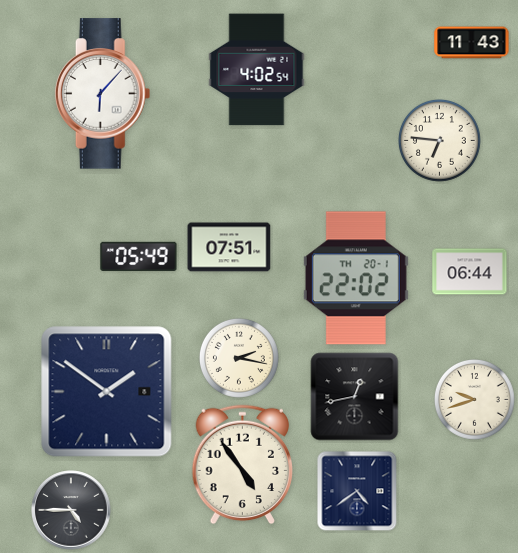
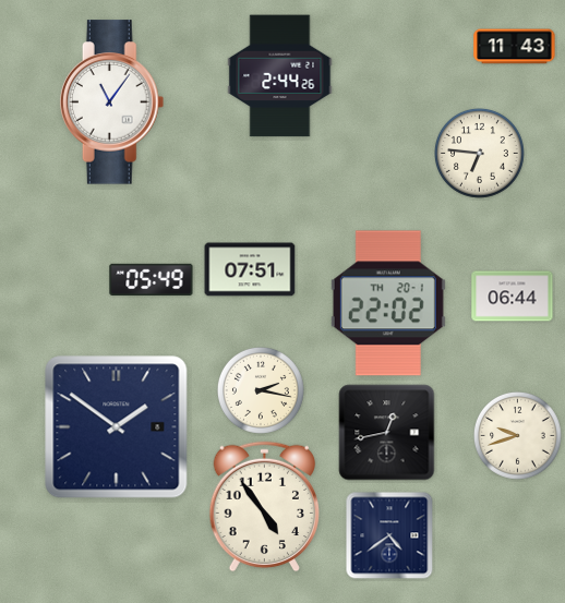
clock at (257, 70): 4:02 -> 2:44
clock at (103, 94): 6:07 -> 11:06
clock at (71, 510): 4:45 -> none
